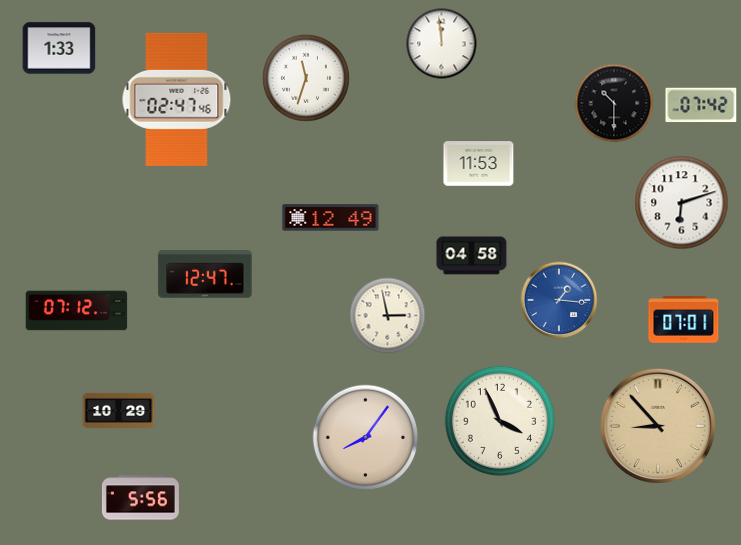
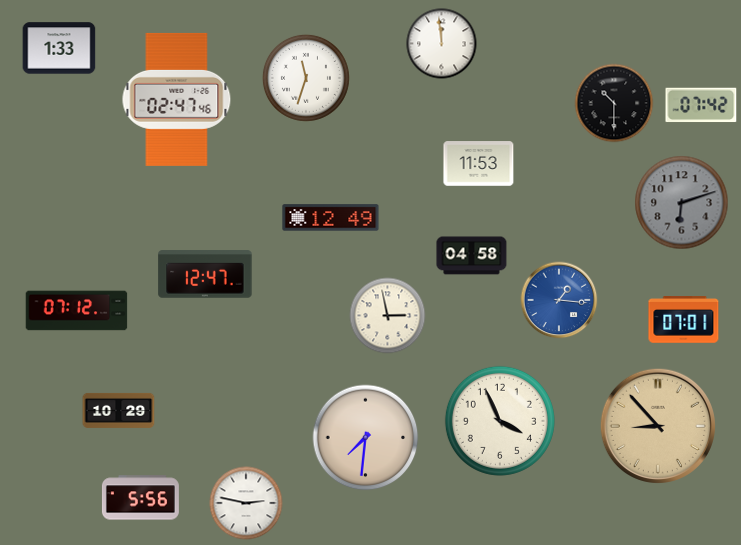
clock at (682, 203) dial: white -> grey
clock at (366, 438): 8:06 -> 7:31
clock at (246, 503): none -> 2:47
